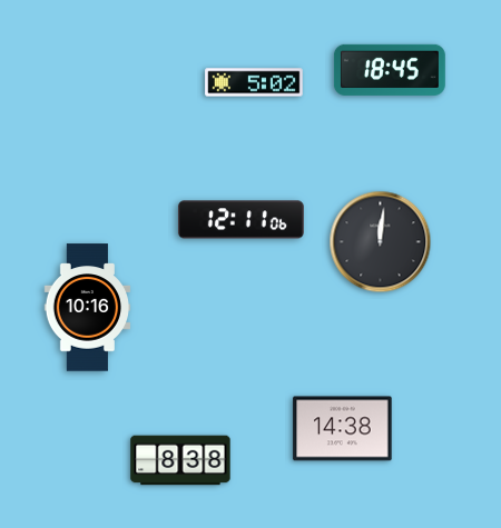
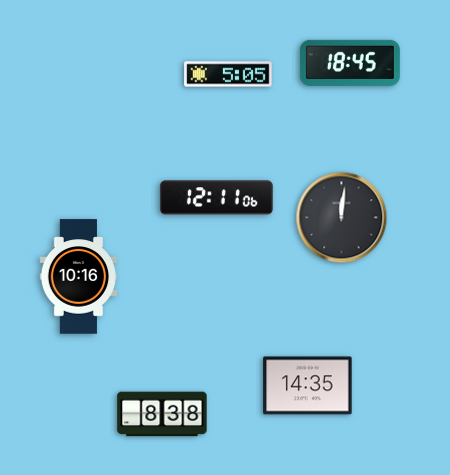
clock at (254, 82): 5:02 -> 5:05
clock at (343, 429): 14:38 -> 14:35
